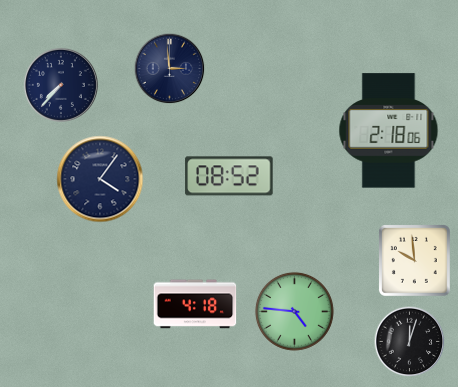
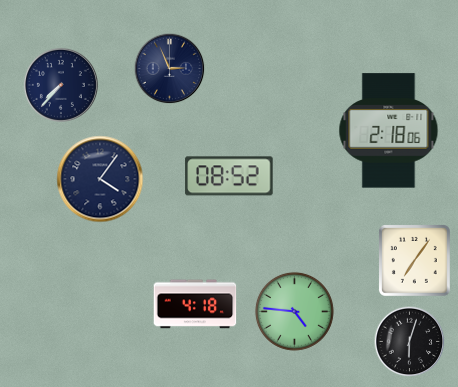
clock at (170, 69): 2:59 -> 2:56
clock at (414, 260): 9:59 -> 7:06
clock at (410, 342): 12:03 -> 6:03
